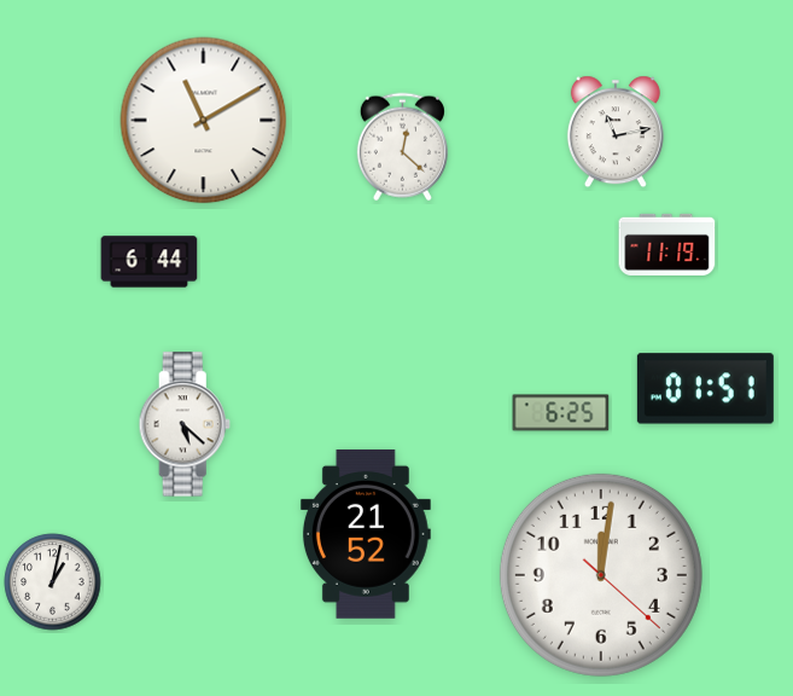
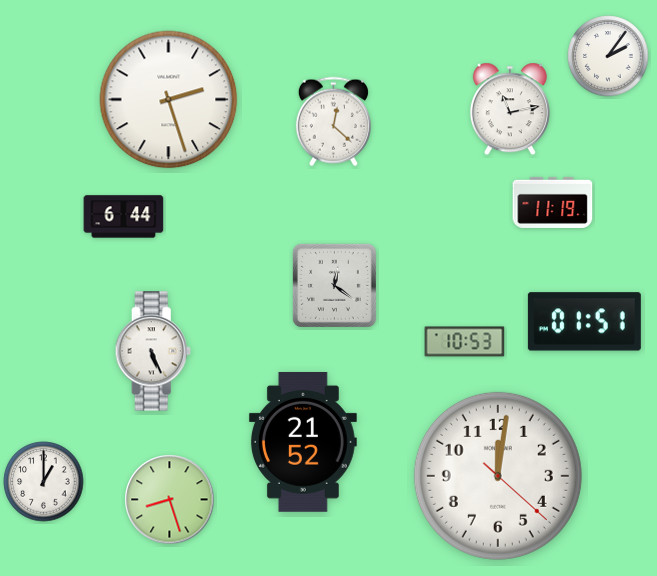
clock at (608, 56): none -> 2:06
clock at (204, 121): 11:10 -> 2:27
clock at (334, 285): none -> 12:21
clock at (561, 413): 6:25 -> 10:53
clock at (185, 424): 5:22 -> 5:26
clock at (53, 582): 1:02 -> 1:00
clock at (170, 500): none -> 8:27
